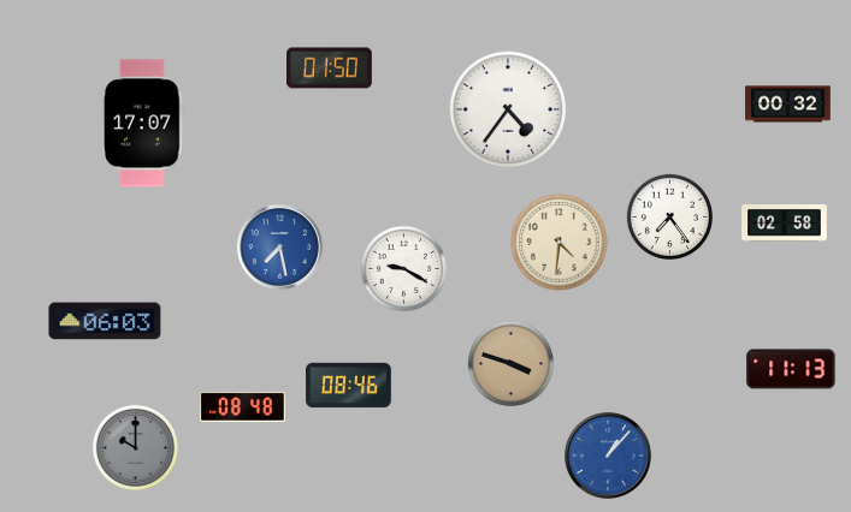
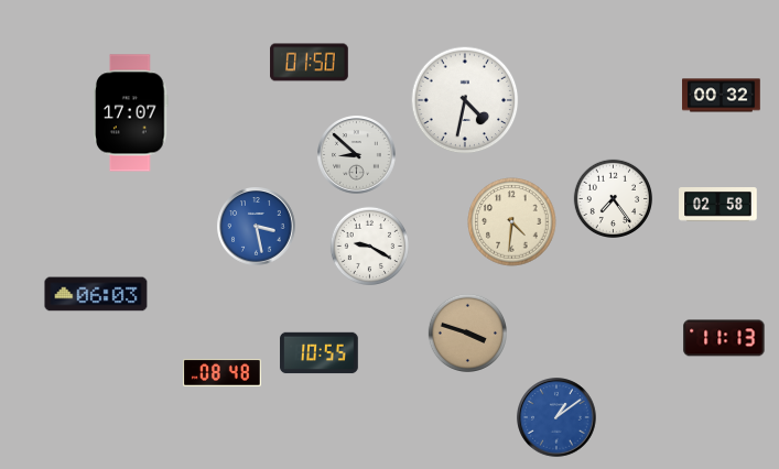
clock at (330, 69) position: (330, 69) -> (310, 63)
clock at (508, 109): 4:36 -> 4:32
clock at (357, 155): none -> 8:52
clock at (280, 248): 7:28 -> 3:28
clock at (349, 386): 08:46 -> 10:55
clock at (136, 448): 10:00 -> none
clock at (608, 456): 1:07 -> 1:09
